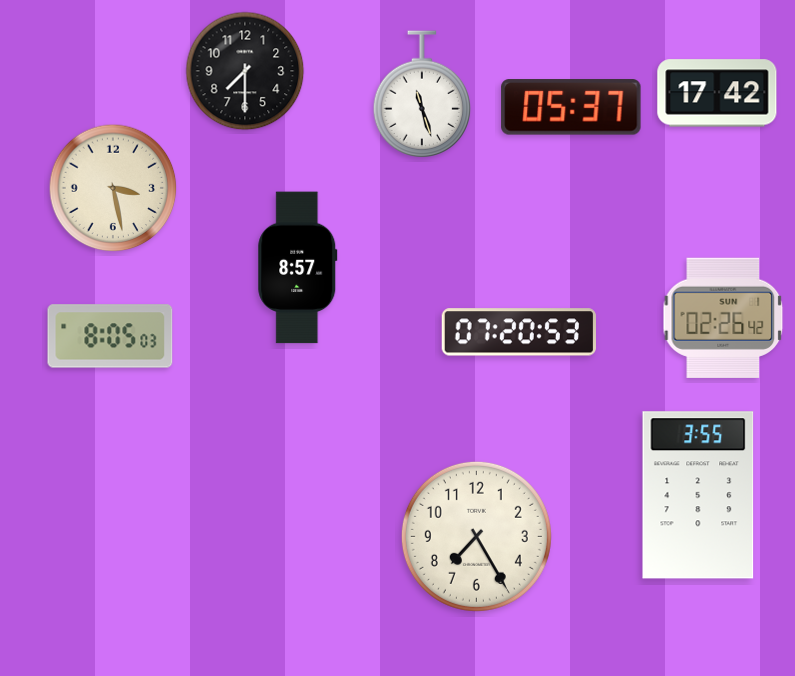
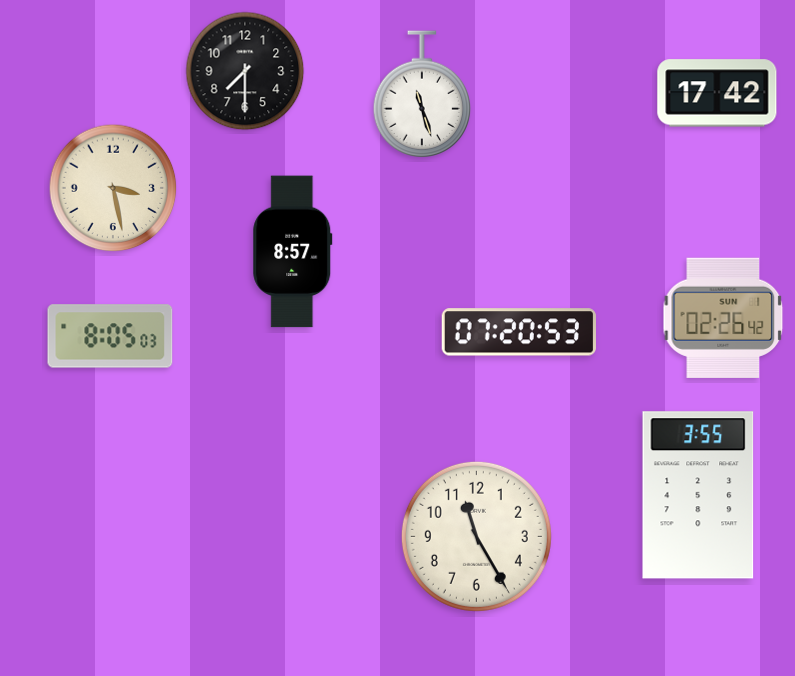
clock at (571, 107): 05:37 -> none
clock at (298, 268) position: (298, 268) -> (293, 252)
clock at (476, 536): 7:25 -> 11:25
